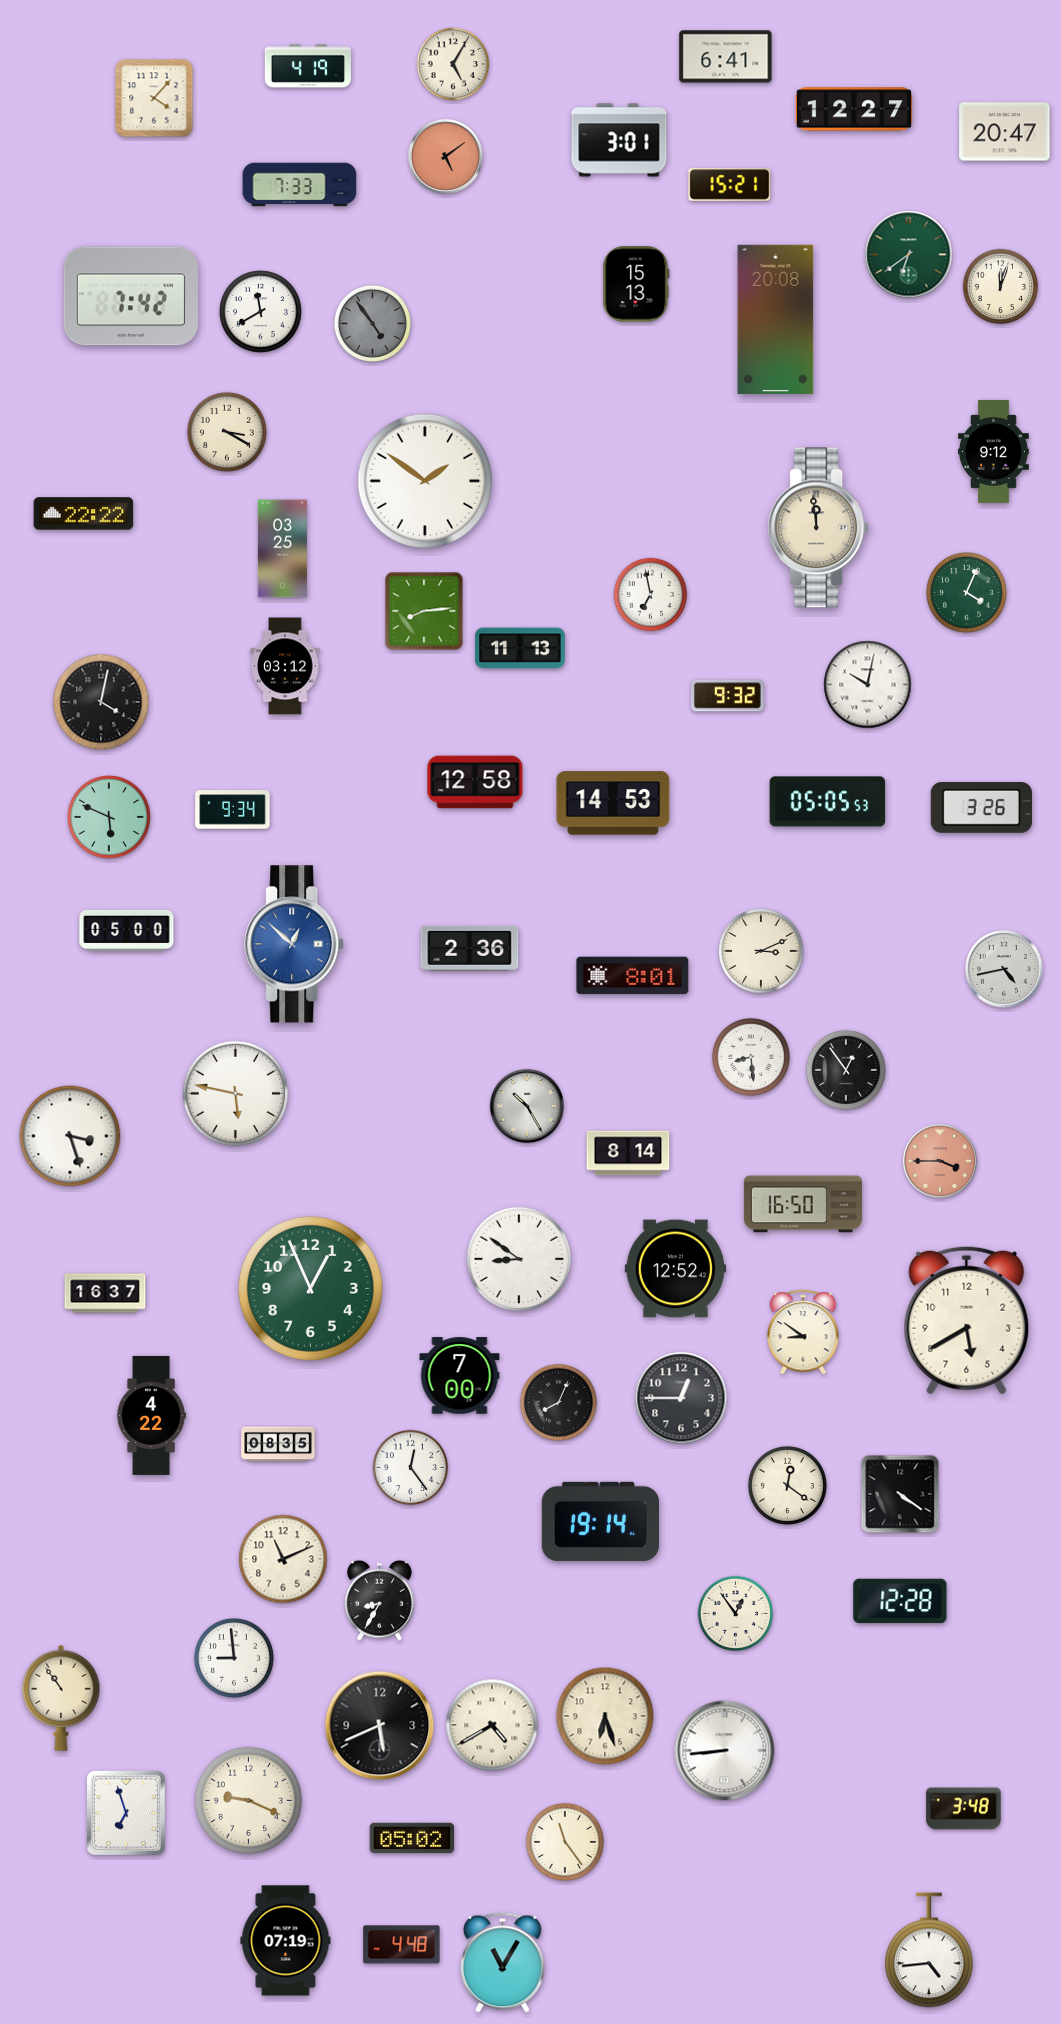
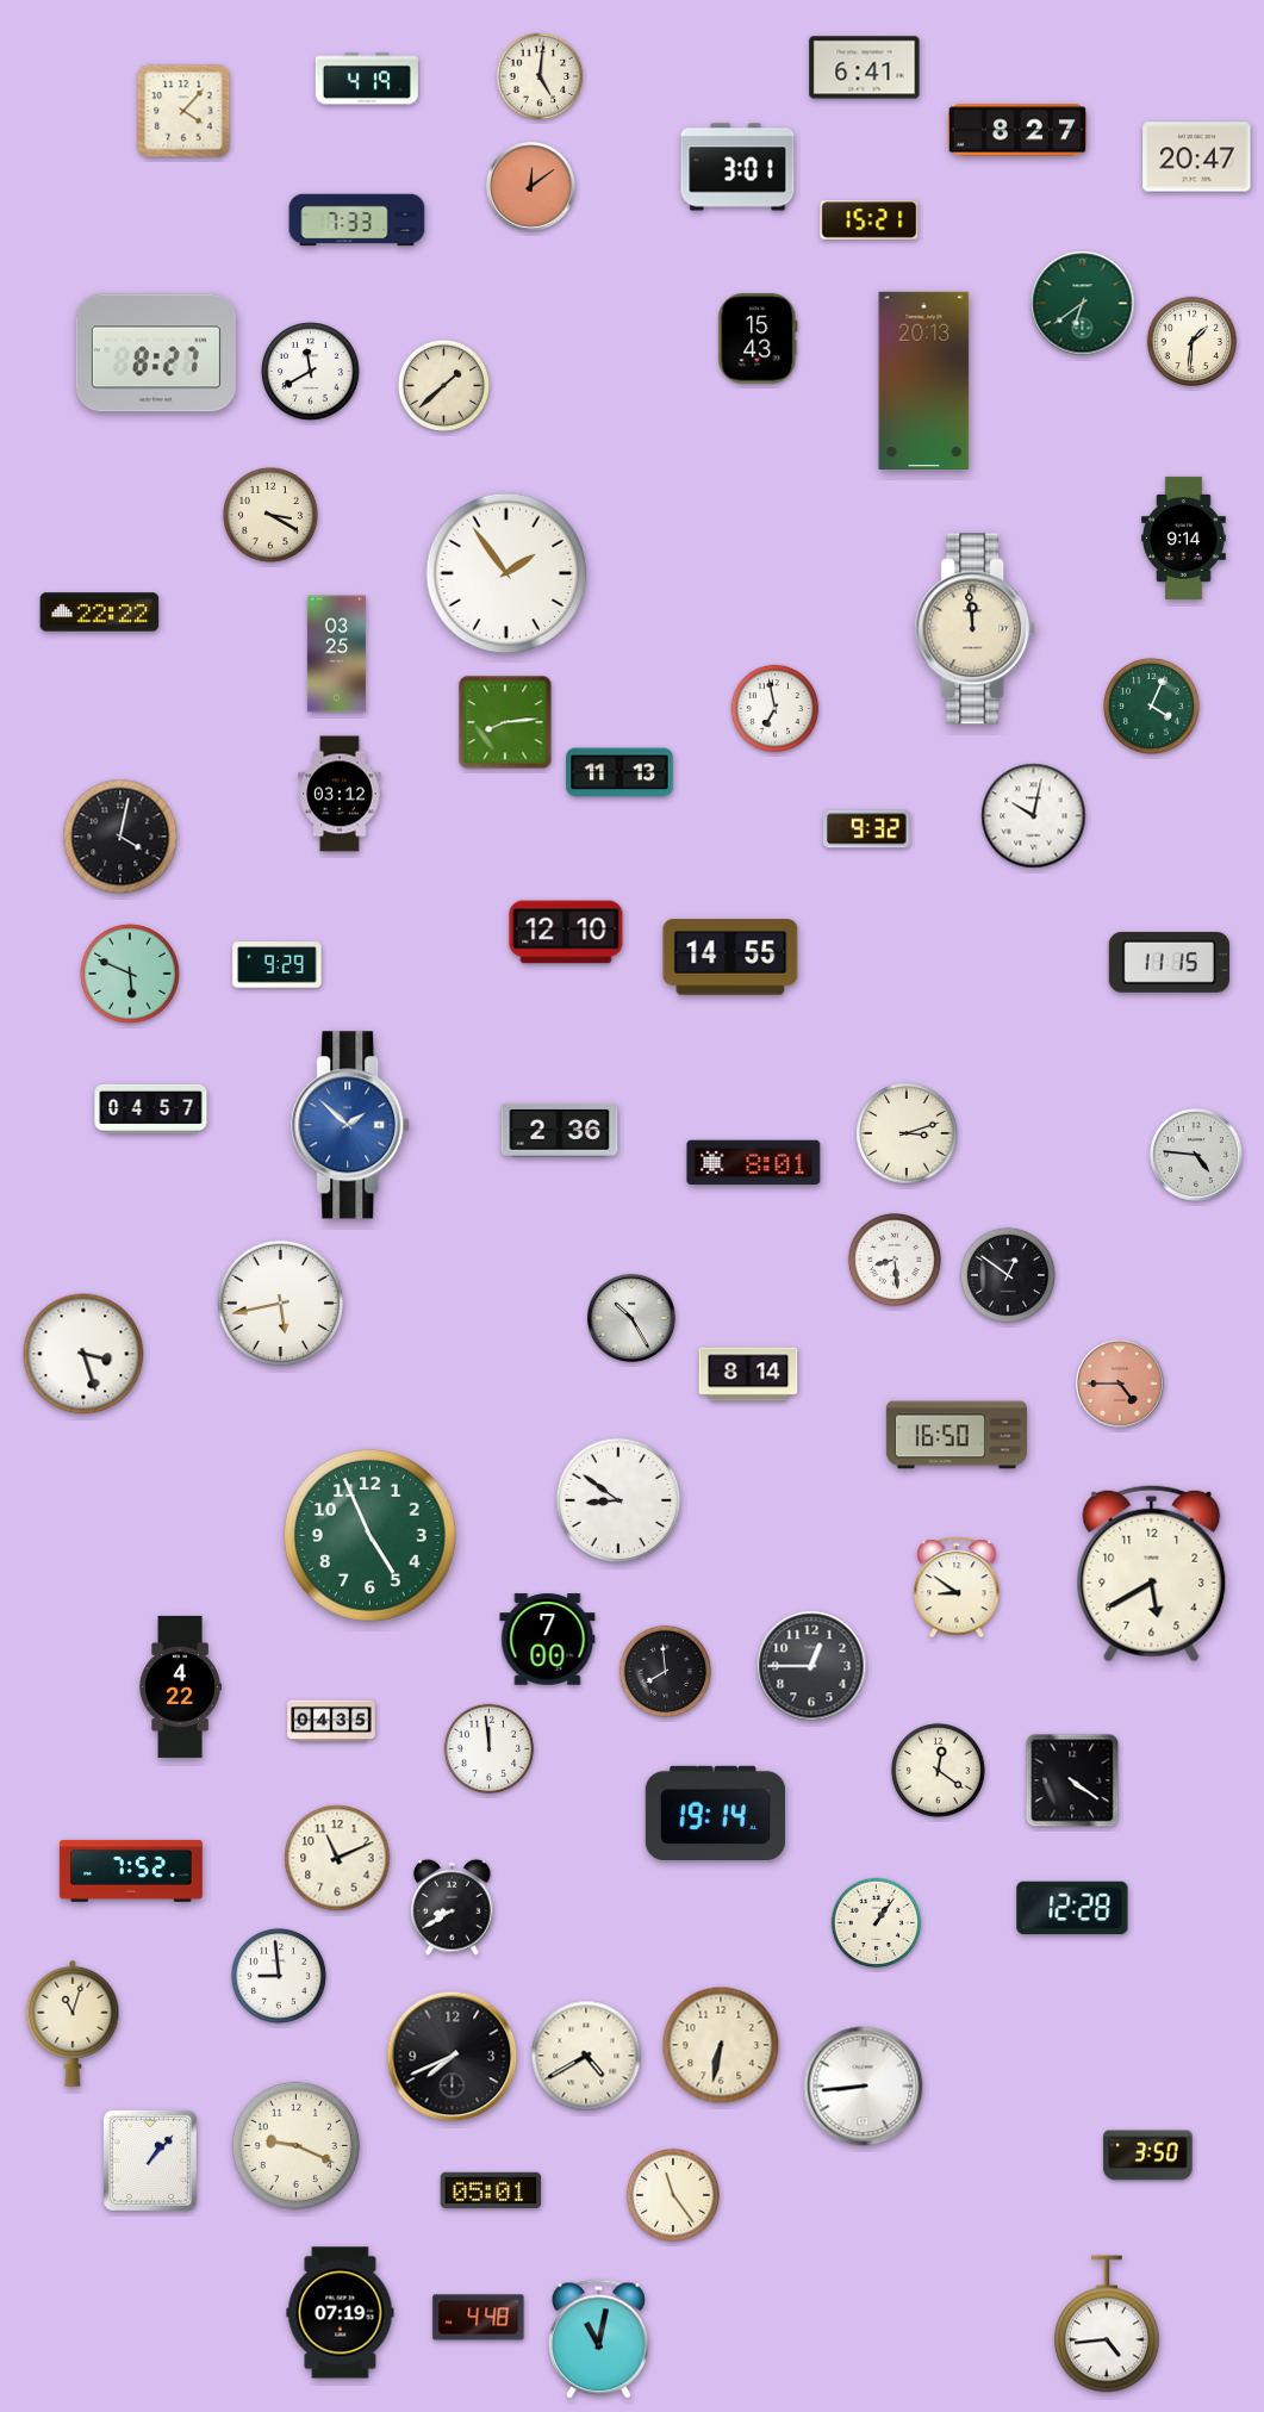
clock at (453, 64): 5:05 -> 5:01
clock at (154, 98) position: (154, 98) -> (183, 111)
clock at (854, 109): 12:27 -> 8:27
clock at (445, 156): 5:09 -> 12:09
clock at (636, 284): 15:13 -> 15:43
clock at (1001, 287): 12:03 -> 1:31
clock at (131, 296): 7:42 -> 8:27
clock at (776, 319): 20:08 -> 20:13
clock at (372, 323): 4:54 -> 1:38
clock at (372, 323) dial: grey -> cream
clock at (994, 451): 9:12 -> 9:14
clock at (425, 481): 1:51 -> 1:54
clock at (424, 611) position: (424, 611) -> (505, 722)
clock at (475, 782): 12:58 -> 12:10
clock at (828, 802): 05:05 -> none
clock at (613, 803): 14:53 -> 14:55
clock at (981, 808): 3:26 -> 11:15
clock at (233, 810): 9:34 -> 9:29
clock at (127, 930): 05:00 -> 04:57
clock at (295, 944): 12:52 -> 1:52
clock at (761, 951): 3:11 -> 3:12
clock at (1005, 970): 4:43 -> 4:46
clock at (846, 1070): 12:54 -> 12:51
clock at (236, 1094): 5:47 -> 5:43
clock at (527, 1106) position: (527, 1106) -> (631, 1318)
clock at (940, 1161): 3:45 -> 4:45
clock at (675, 1269): 12:52 -> none
clock at (310, 1288): 12:56 -> 4:56
clock at (105, 1293): 16:37 -> none
clock at (558, 1402): 8:04 -> 7:59
clock at (278, 1444): 08:35 -> 04:35
clock at (411, 1468): 12:24 -> 11:59
clock at (131, 1871): none -> 7:52
clock at (380, 1600): 8:35 -> 8:40
clock at (736, 1614): 12:54 -> 1:06
clock at (61, 1698): 10:54 -> 11:03
clock at (605, 1716): 6:27 -> 6:32
clock at (380, 1726): 5:41 -> 7:41
clock at (964, 1809): 3:48 -> 3:50
clock at (126, 1813): 6:57 -> 1:07
clock at (412, 1838): 05:02 -> 05:01
clock at (503, 1963): 11:05 -> 11:02
